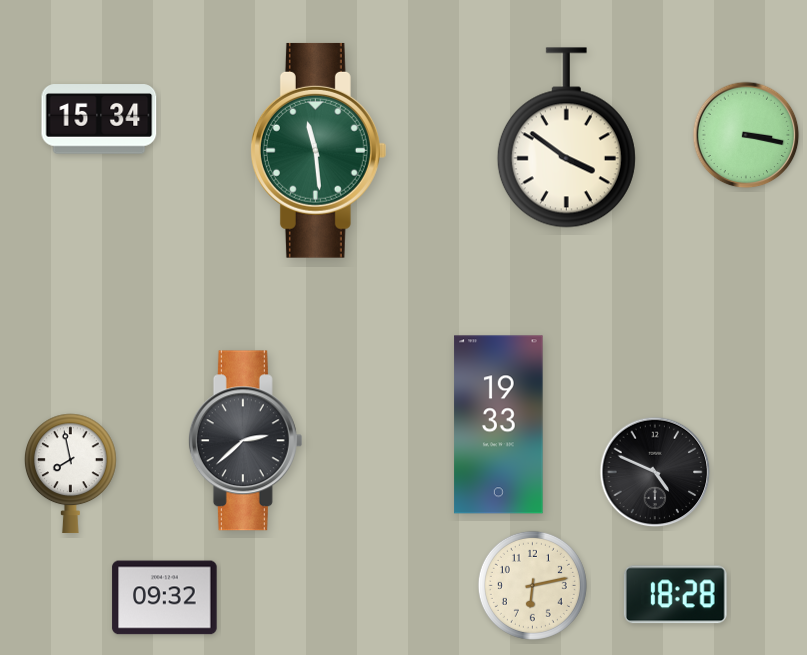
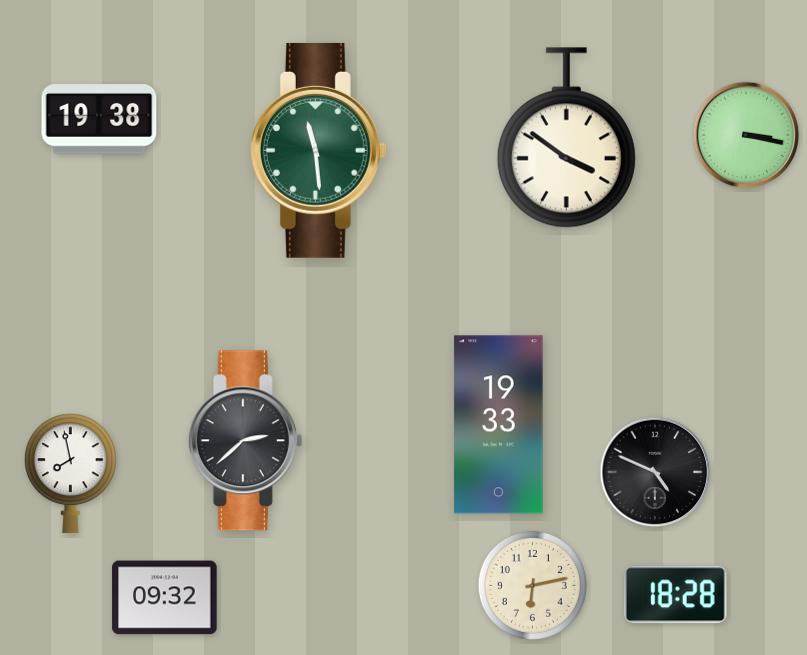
clock at (99, 119): 15:34 -> 19:38
